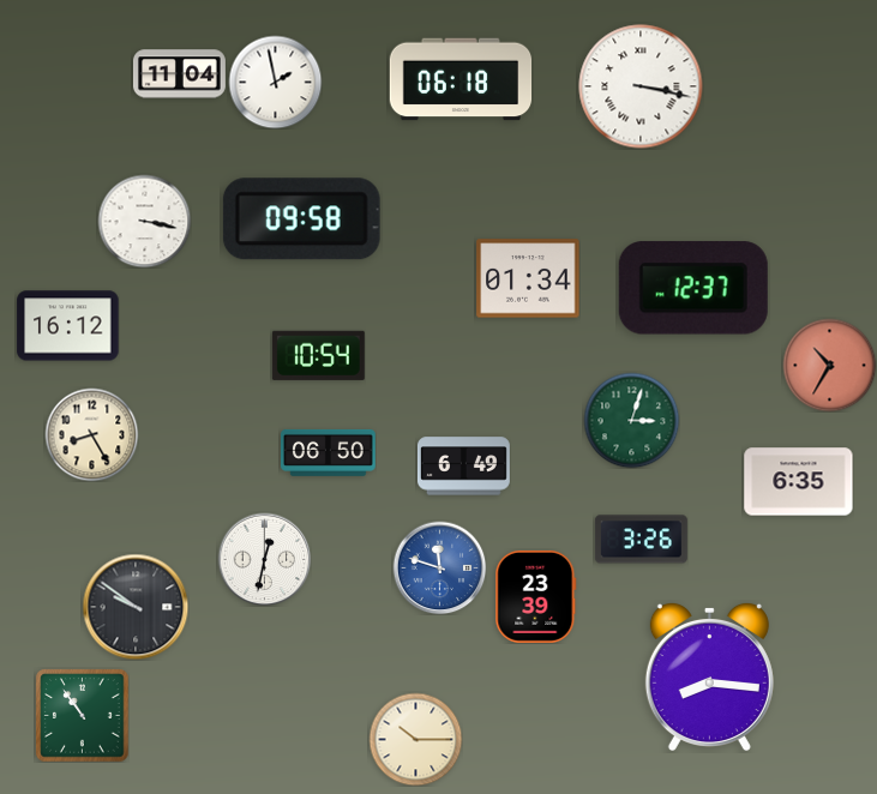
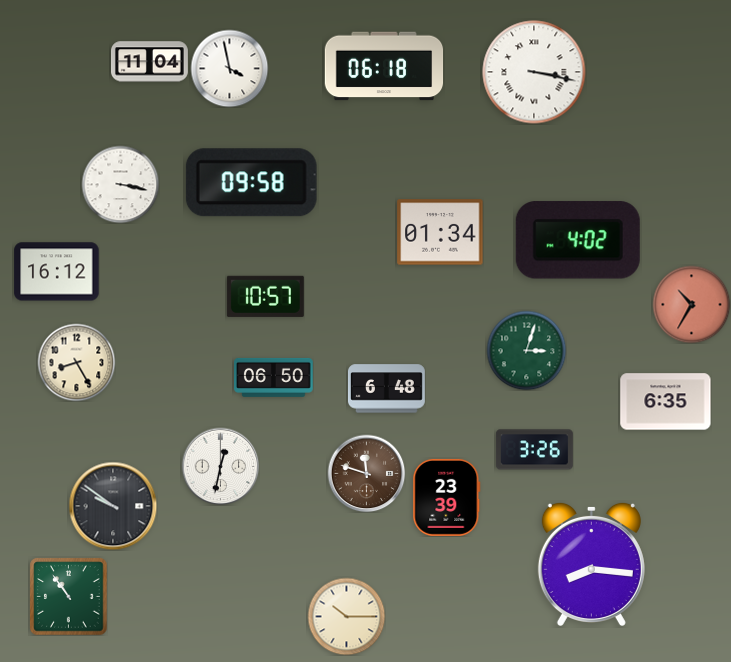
clock at (275, 82): 1:58 -> 3:58
clock at (693, 289): 12:37 -> 4:02
clock at (318, 355): 10:54 -> 10:57
clock at (463, 467): 6:49 -> 6:48
clock at (439, 567) dial: blue -> brown
